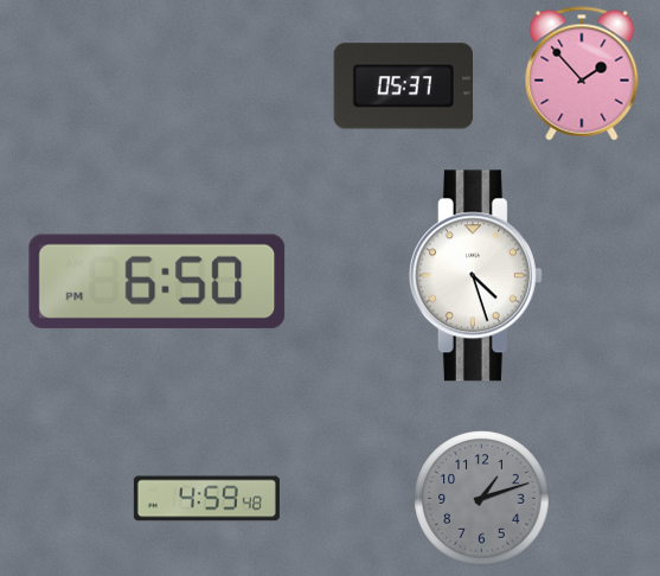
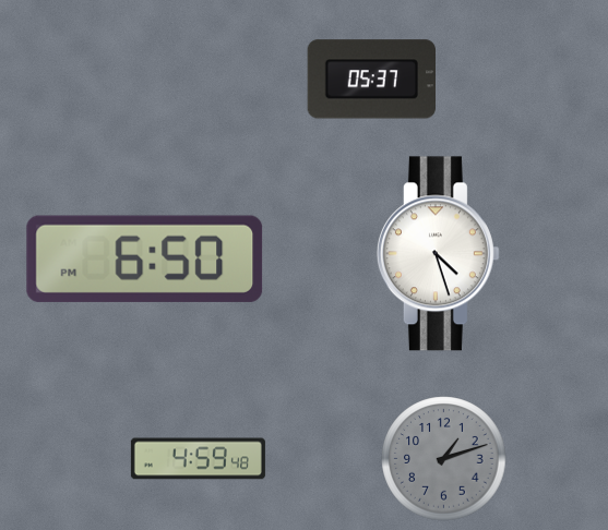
clock at (582, 73): 1:53 -> none
clock at (206, 499) position: (206, 499) -> (198, 459)
